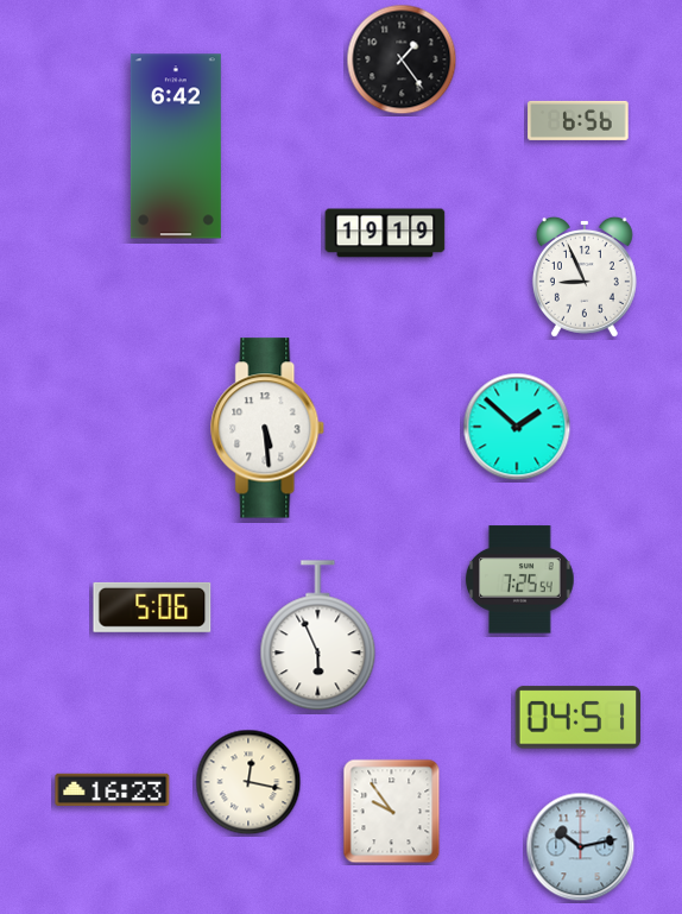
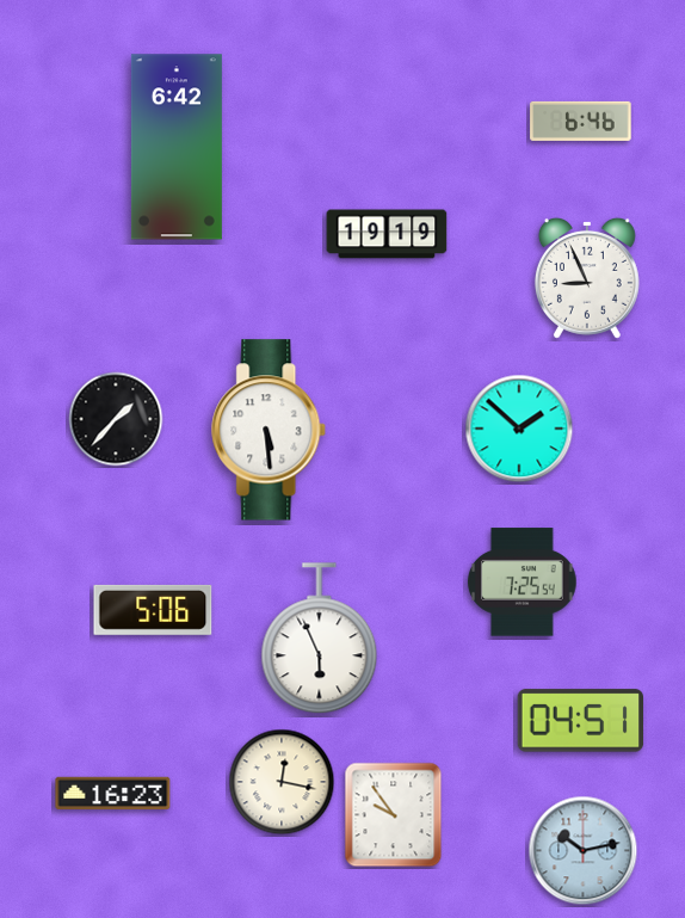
clock at (402, 59): 1:24 -> none
clock at (579, 120): 6:56 -> 6:46
clock at (116, 419): none -> 1:37
clock at (248, 782) position: (248, 782) -> (282, 782)
